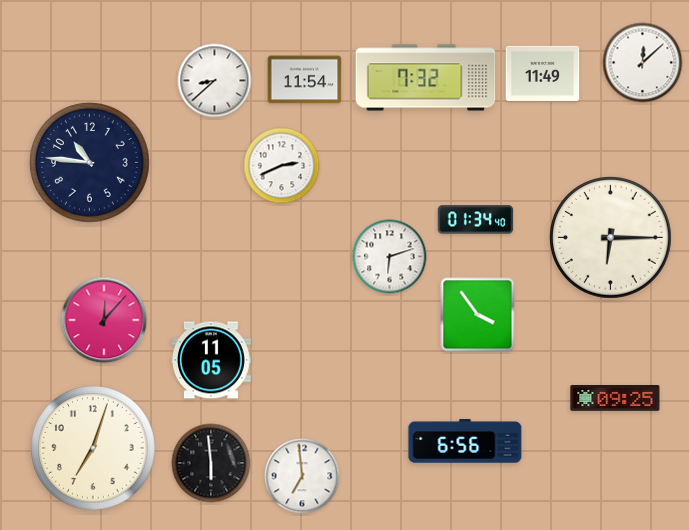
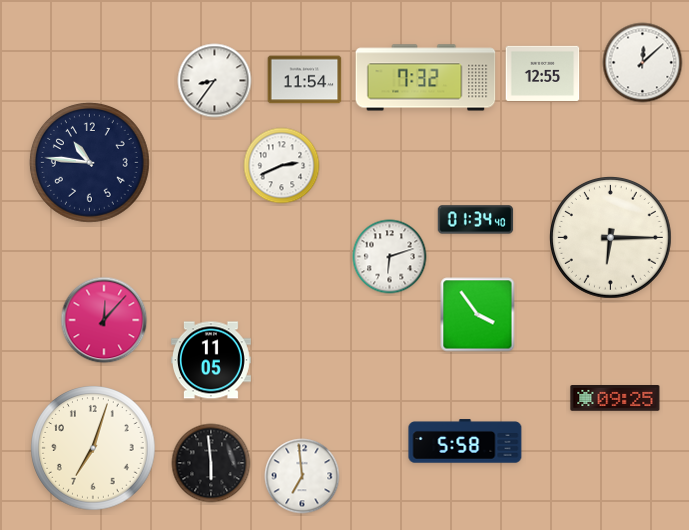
clock at (543, 73): 11:49 -> 12:55
clock at (215, 81): 8:38 -> 8:36
clock at (465, 441): 6:56 -> 5:58
